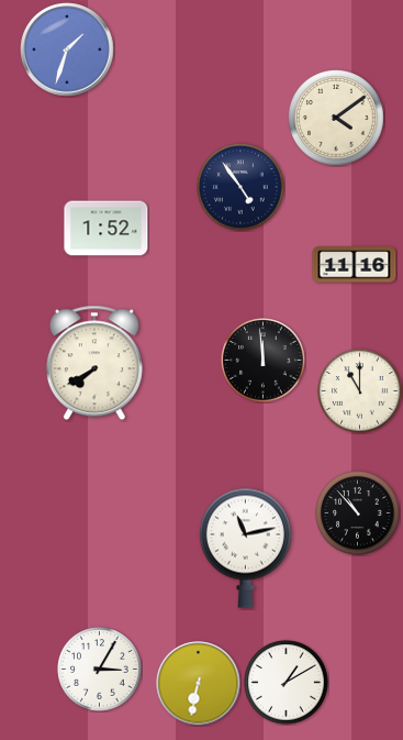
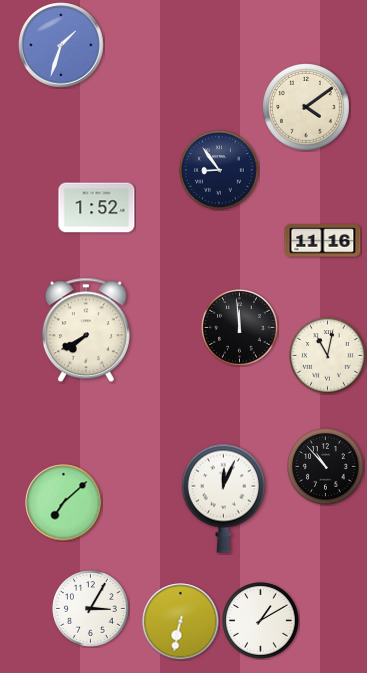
clock at (240, 187): 4:54 -> 8:54
clock at (360, 391): 11:00 -> 11:02
clock at (245, 548): 11:13 -> 12:04
clock at (64, 503): none -> 7:08
